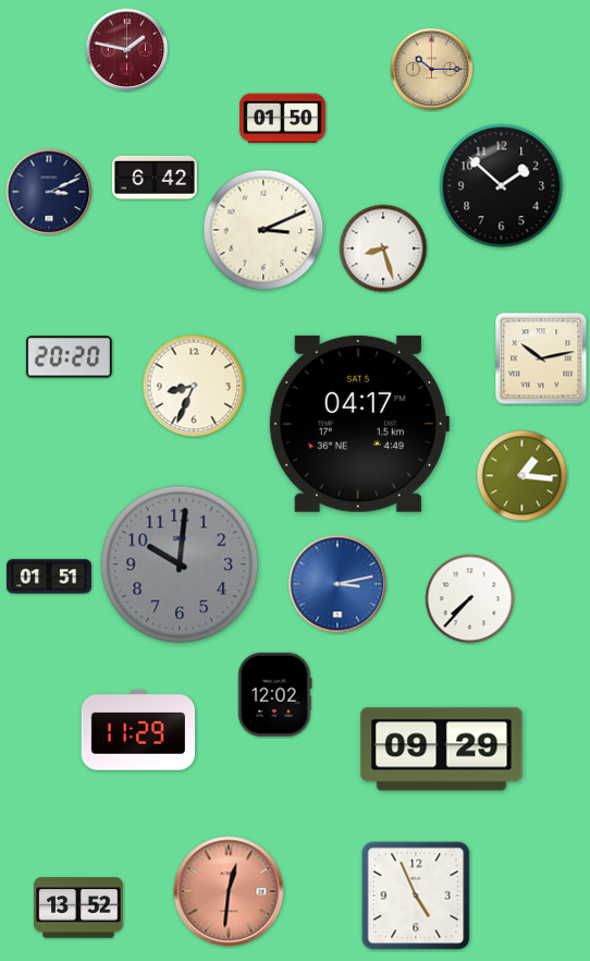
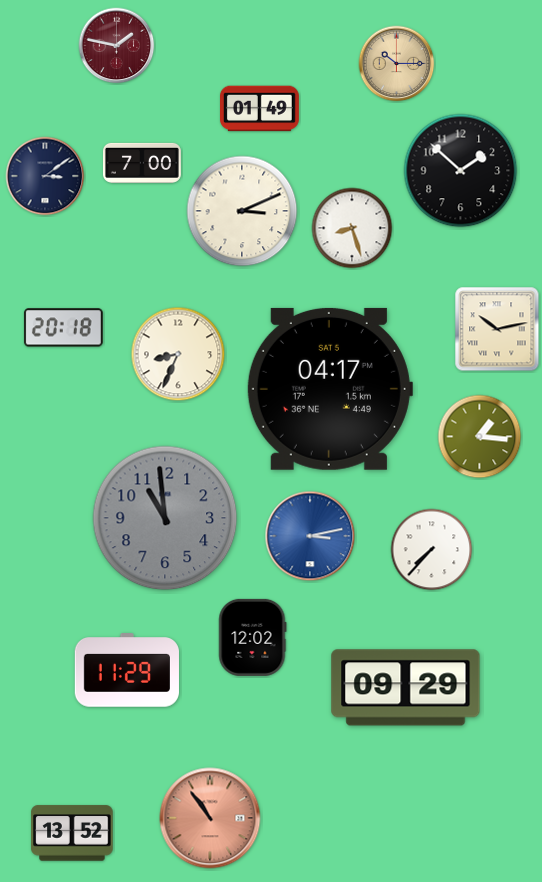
clock at (283, 119): 01:50 -> 01:49
clock at (155, 178): 6:42 -> 7:00
clock at (49, 192): 3:11 -> 3:09
clock at (69, 357): 20:20 -> 20:18
clock at (180, 564): 10:01 -> 10:59
clock at (49, 576): 01:51 -> none
clock at (229, 891): 12:31 -> 10:54
clock at (416, 896): 4:56 -> none
